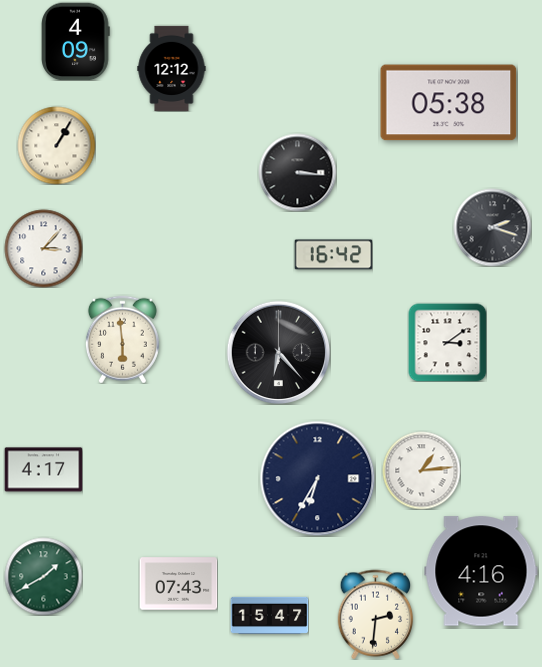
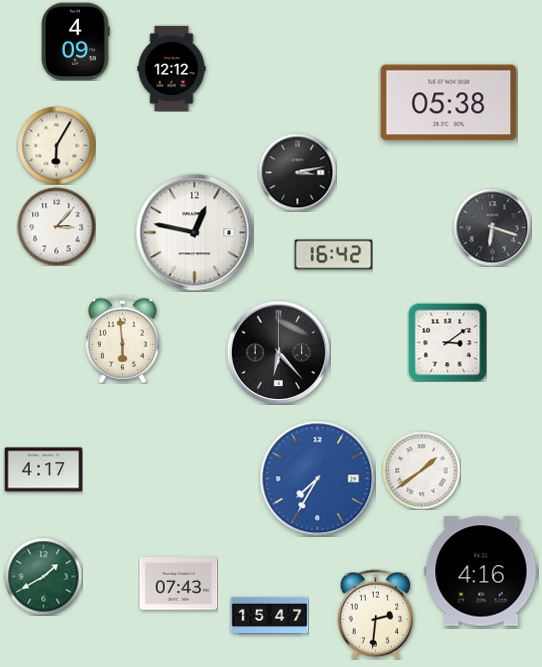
clock at (56, 145): 1:05 -> 6:05
clock at (297, 172): 3:16 -> 3:13
clock at (492, 227): 2:18 -> 6:18
clock at (194, 232): none -> 12:47
clock at (43, 248) position: (43, 248) -> (56, 226)
clock at (421, 470): 1:14 -> 1:39
clock at (317, 478): 6:35 -> 7:35
clock at (317, 478) dial: navy -> blue
